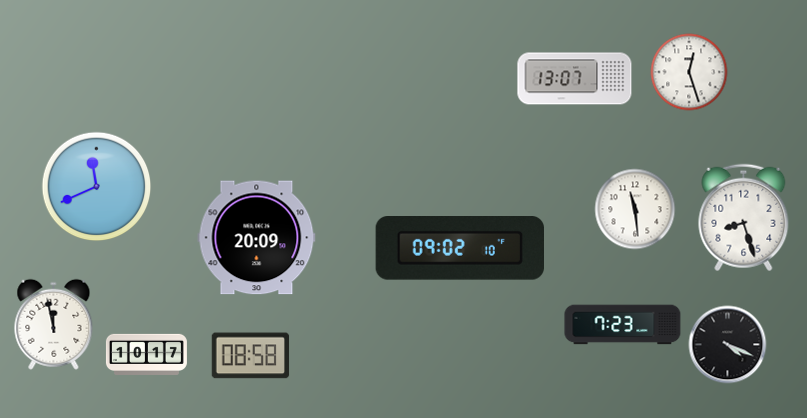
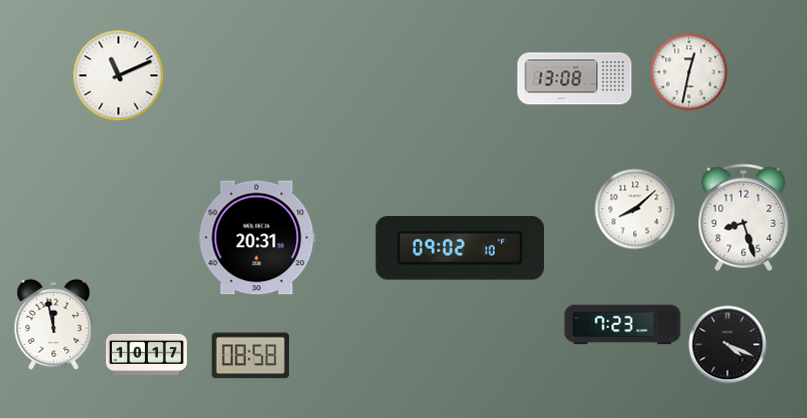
clock at (689, 72): 12:27 -> 12:32
clock at (119, 76): none -> 11:11
clock at (575, 79): 13:07 -> 13:08
clock at (97, 187): 11:41 -> none
clock at (635, 209): 11:29 -> 8:08
clock at (257, 238): 20:09 -> 20:31
